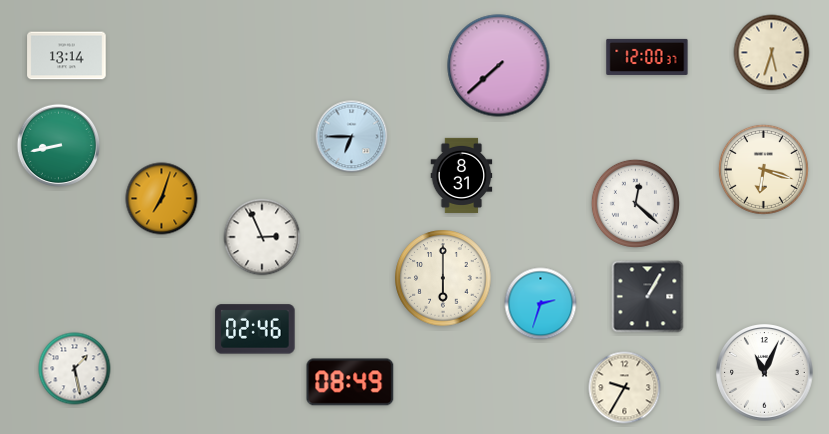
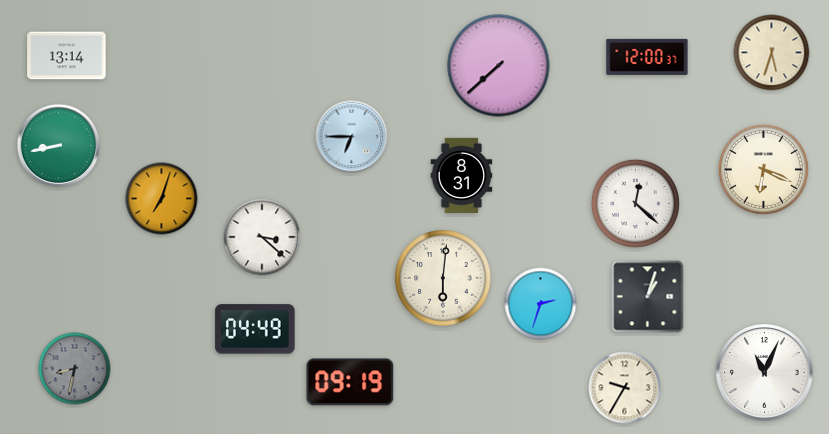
clock at (763, 169): 6:18 -> 6:19
clock at (262, 237): 2:56 -> 3:22
clock at (443, 278): 6:00 -> 6:01
clock at (648, 297): 1:05 -> 1:03
clock at (255, 329): 02:46 -> 04:49
clock at (75, 369): 1:28 -> 8:32
clock at (75, 369) dial: white -> grey
clock at (350, 382): 08:49 -> 09:19
